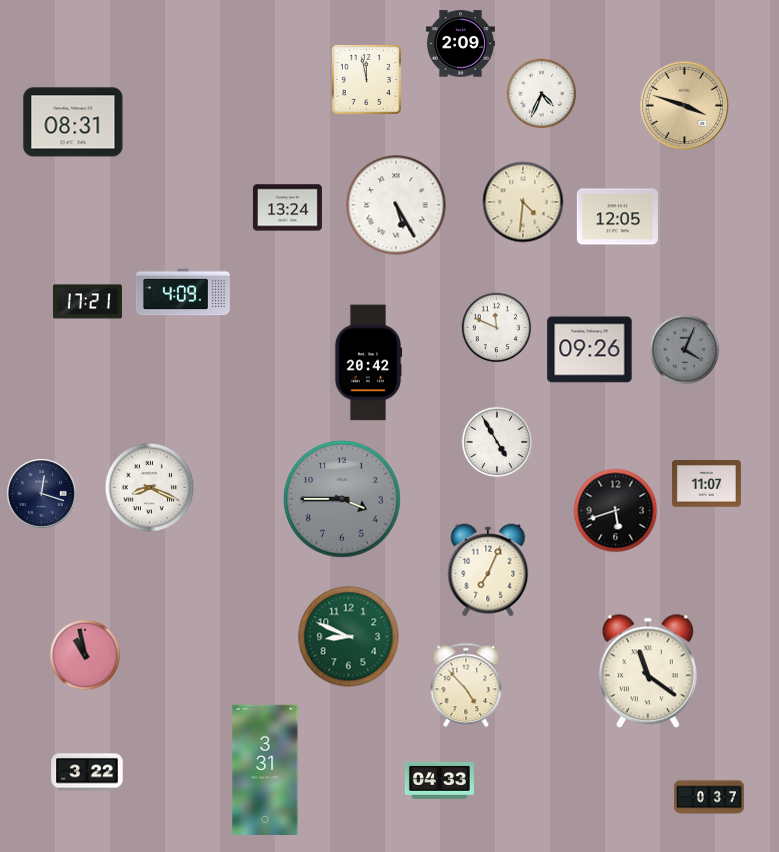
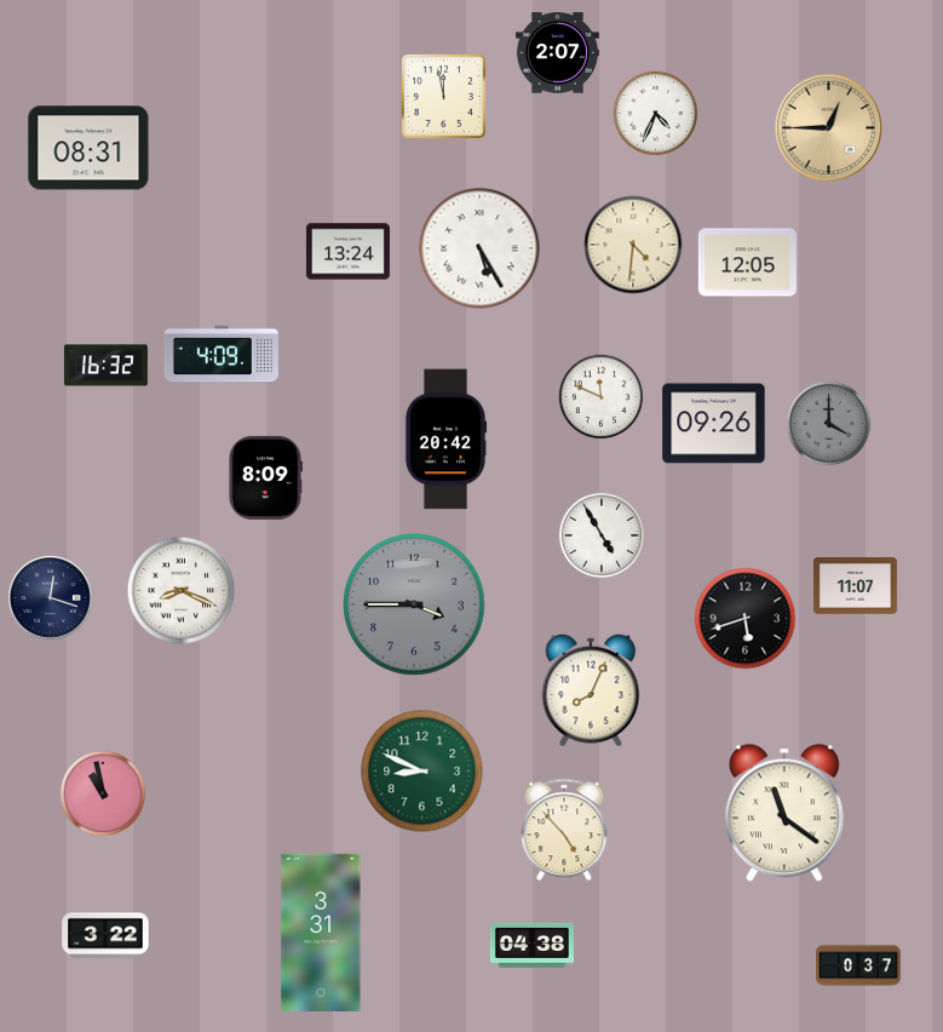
clock at (460, 44): 2:09 -> 2:07
clock at (685, 106): 3:48 -> 12:45
clock at (87, 302): 17:21 -> 16:32
clock at (685, 350): 4:04 -> 4:00
clock at (265, 477): none -> 8:09
clock at (488, 570): 7:04 -> 8:04
clock at (439, 780): 04:33 -> 04:38
